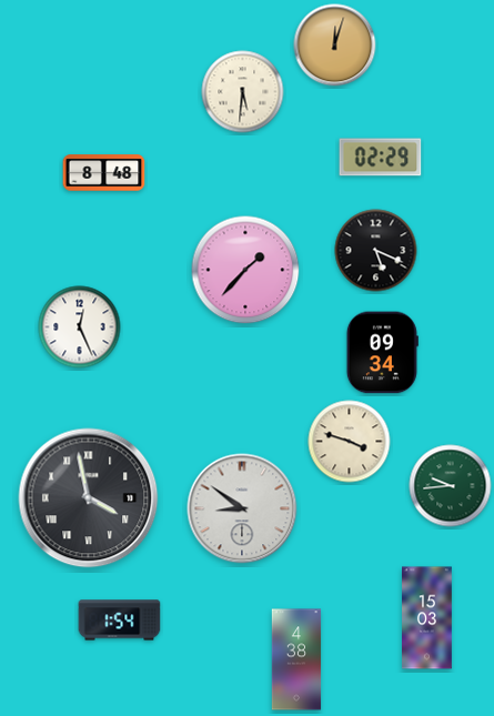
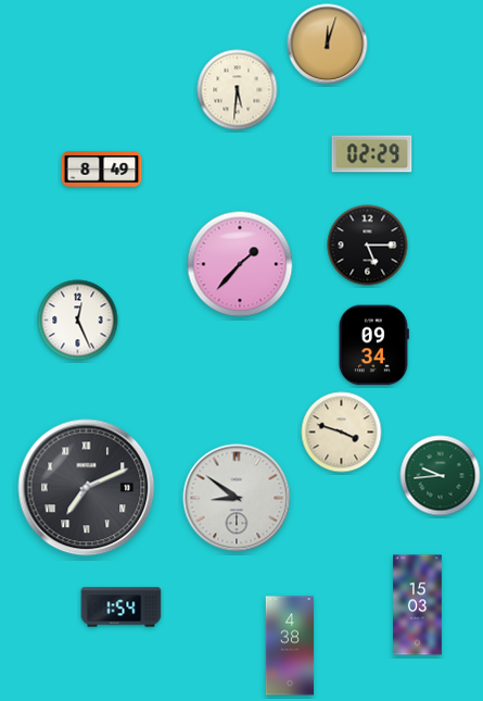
clock at (104, 173): 8:48 -> 8:49
clock at (376, 251): 5:19 -> 5:15
clock at (89, 498): 3:58 -> 7:11
clock at (120, 621) position: (120, 621) -> (122, 608)
